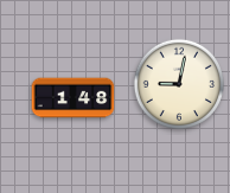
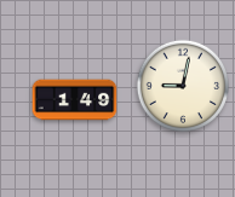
clock at (74, 98): 1:48 -> 1:49
